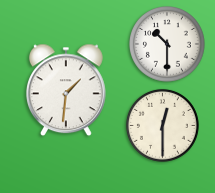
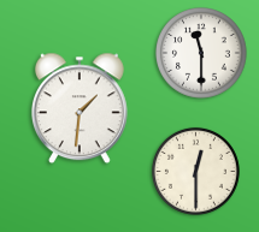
clock at (168, 45): 10:30 -> 11:30
clock at (162, 125) position: (162, 125) -> (195, 171)
